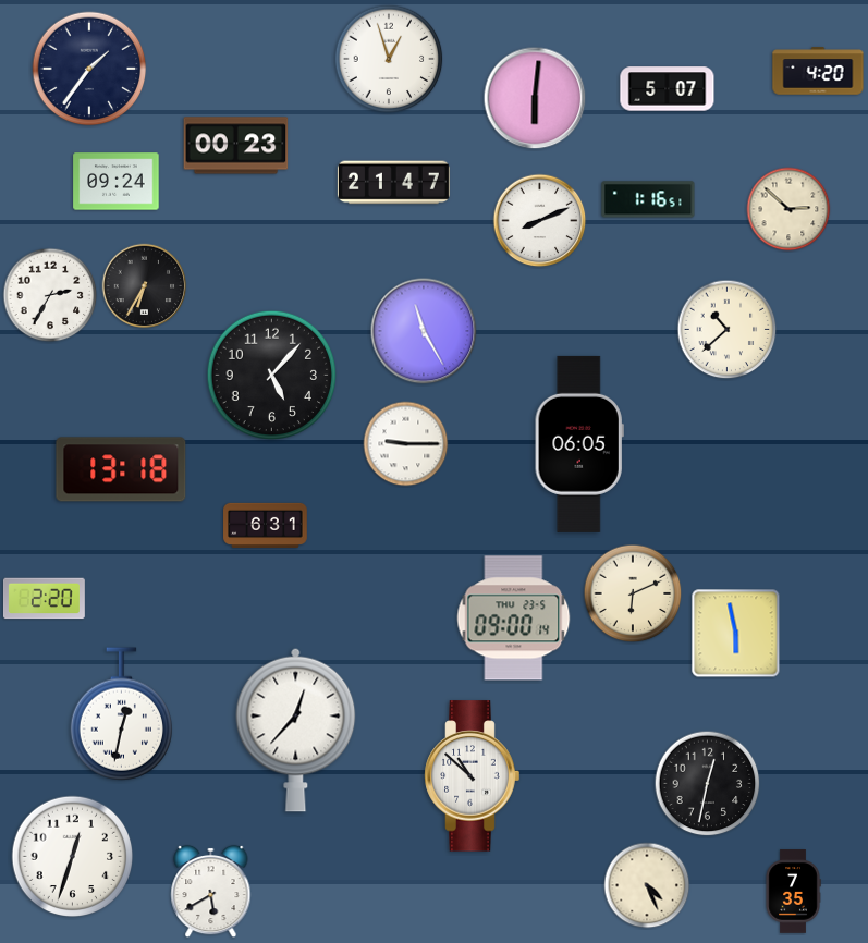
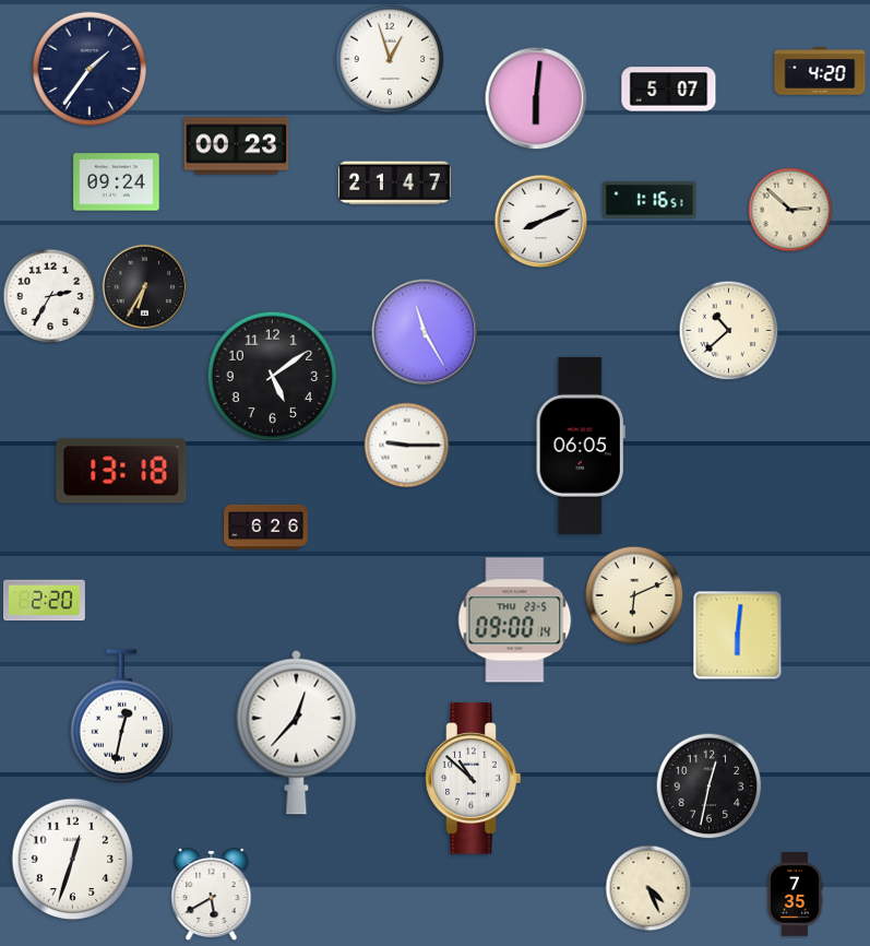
clock at (272, 376): 5:07 -> 5:09
clock at (266, 525): 6:31 -> 6:26
clock at (736, 634): 5:58 -> 6:01
